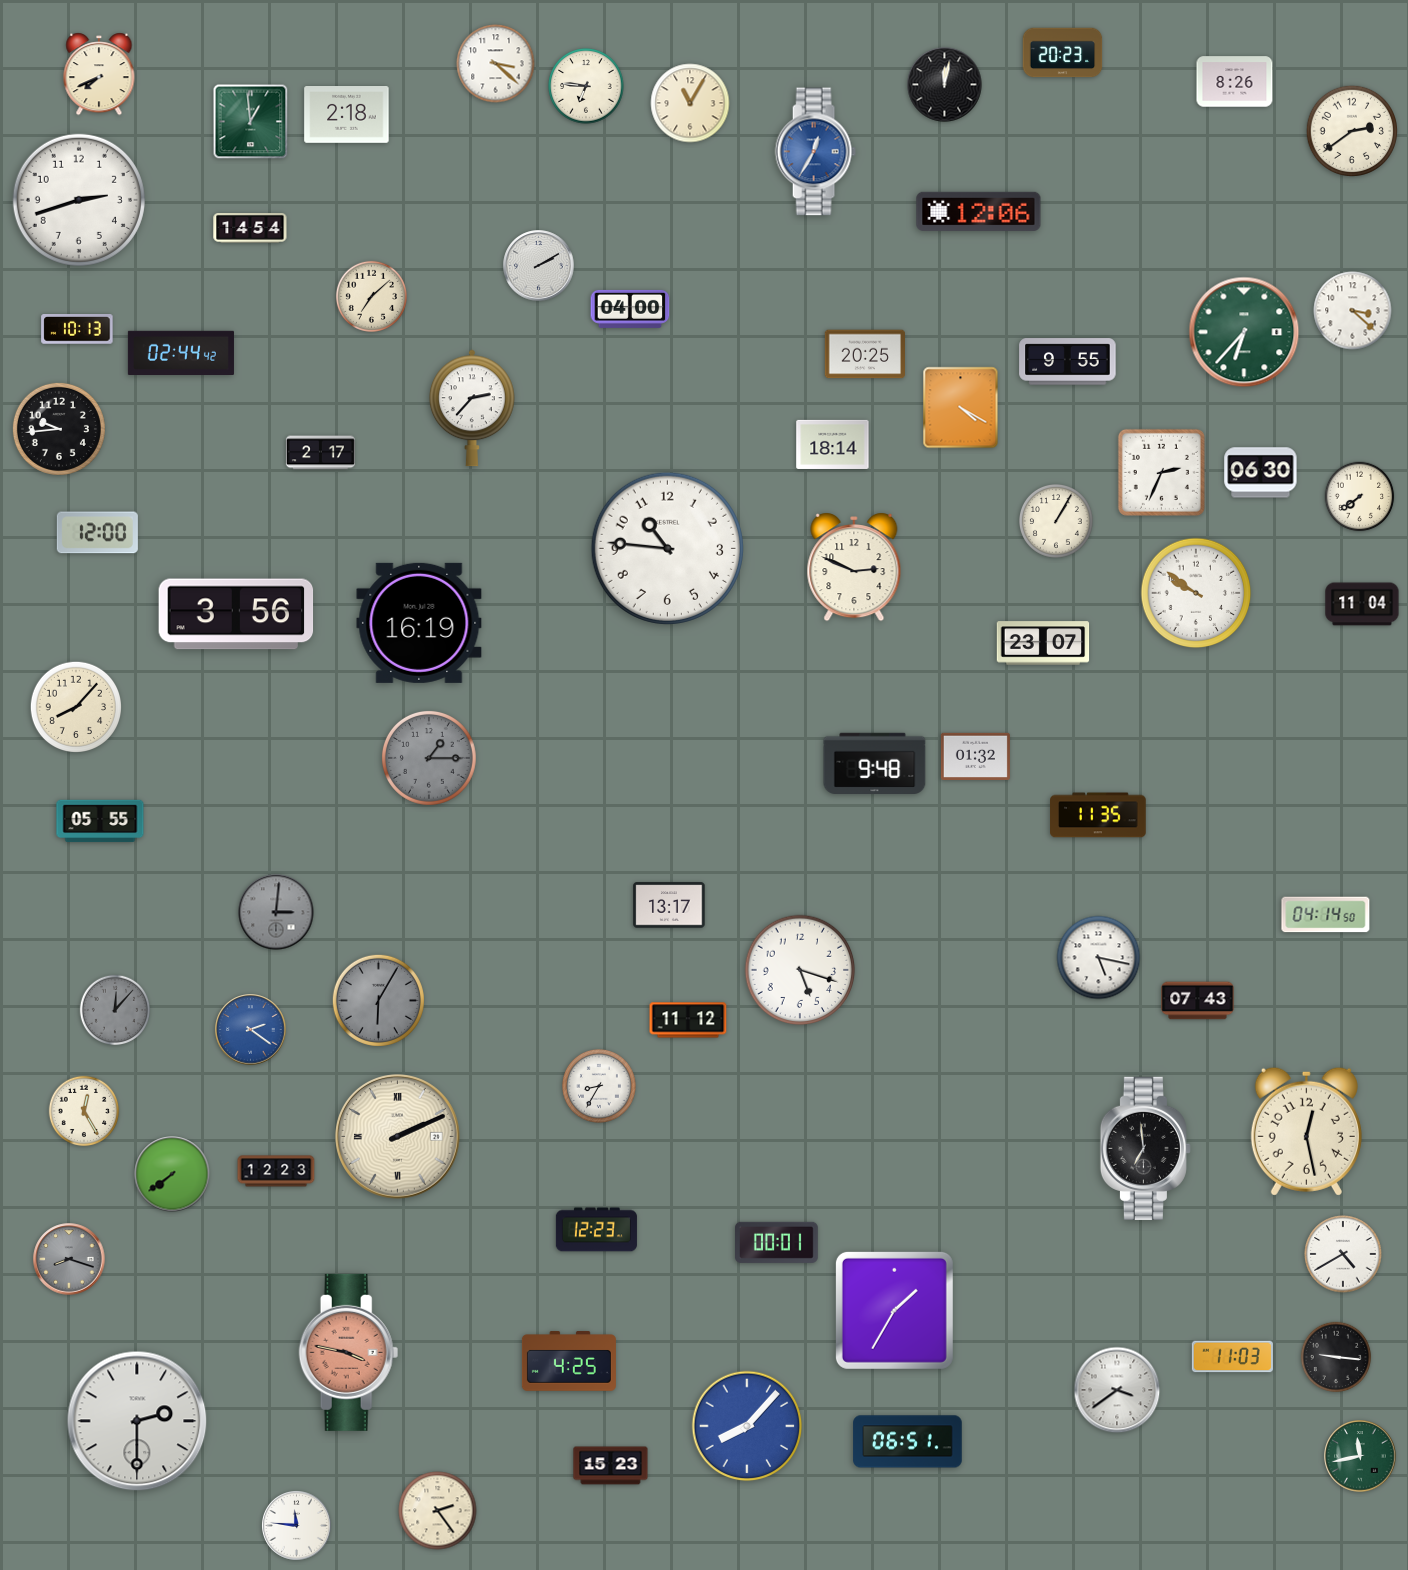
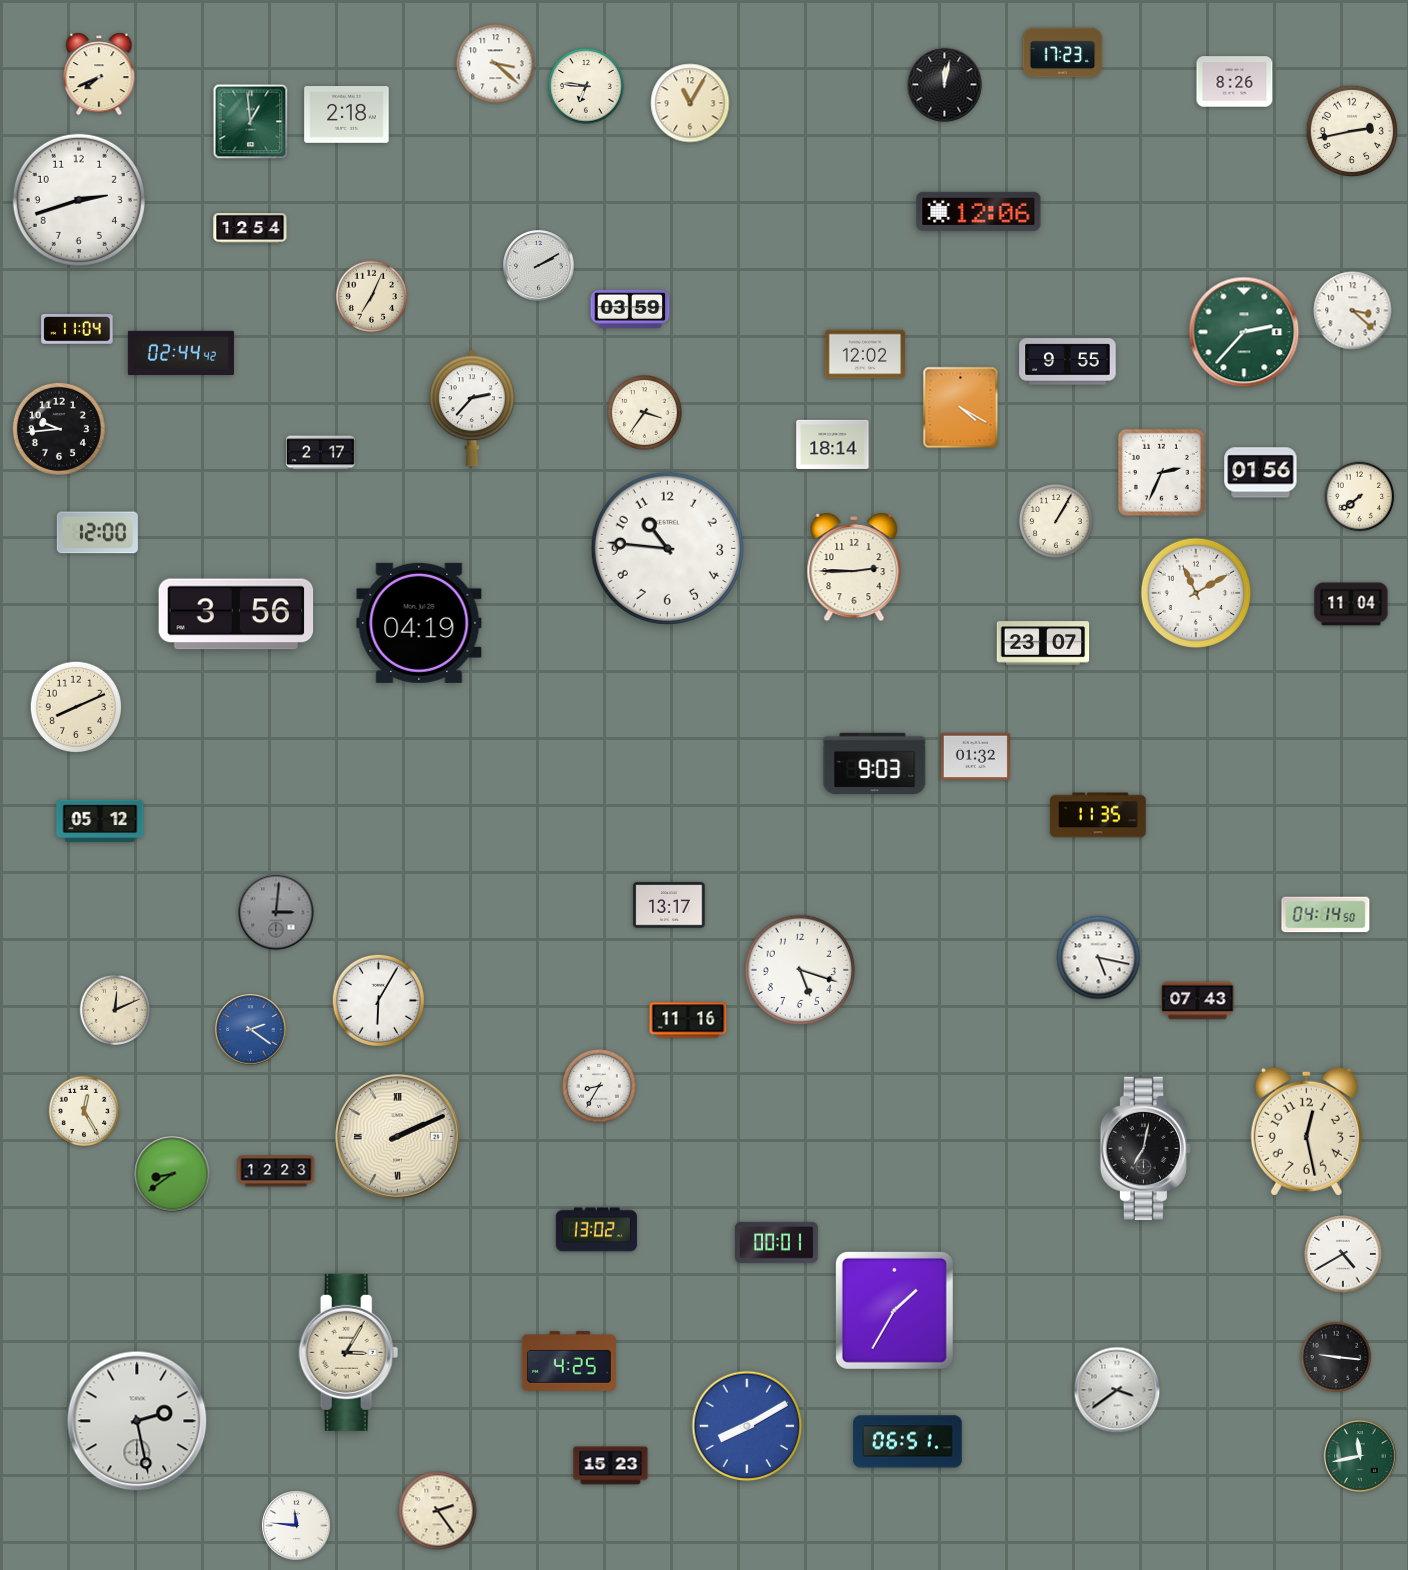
clock at (1063, 53): 20:23 -> 17:23
clock at (1351, 130): 2:39 -> 2:43
clock at (815, 152): 12:35 -> none
clock at (250, 229): 14:54 -> 12:54
clock at (371, 296): 7:08 -> 7:04
clock at (630, 309): 04:00 -> 03:59
clock at (77, 330): 10:13 -> 11:04
clock at (1244, 332): 6:37 -> 2:37
clock at (864, 354): 20:25 -> 12:02
clock at (645, 413): none -> 3:36
clock at (1261, 473): 06:30 -> 01:56
clock at (854, 567): 2:49 -> 2:45
clock at (1196, 593): 9:51 -> 11:10
clock at (1362, 604) position: (1362, 604) -> (1351, 604)
clock at (419, 623): 16:19 -> 04:19
clock at (75, 706): 8:07 -> 8:11
clock at (429, 758): 1:15 -> none
clock at (875, 763): 9:48 -> 9:03
clock at (100, 821): 05:55 -> 05:12
clock at (378, 1000) dial: grey -> white
clock at (115, 1010): 12:07 -> 12:11
clock at (115, 1010) dial: grey -> cream
clock at (688, 1020): 11:12 -> 11:16
clock at (1145, 1148): 6:59 -> 7:02
clock at (172, 1174): 7:39 -> 8:39
clock at (596, 1230): 12:23 -> 13:02
clock at (69, 1259): 8:18 -> none
clock at (349, 1352): 3:47 -> 3:05
clock at (349, 1352) dial: salmon -> cream
clock at (1232, 1357): 11:03 -> none
clock at (137, 1421): 2:30 -> 2:28
clock at (747, 1426): 8:07 -> 8:10
